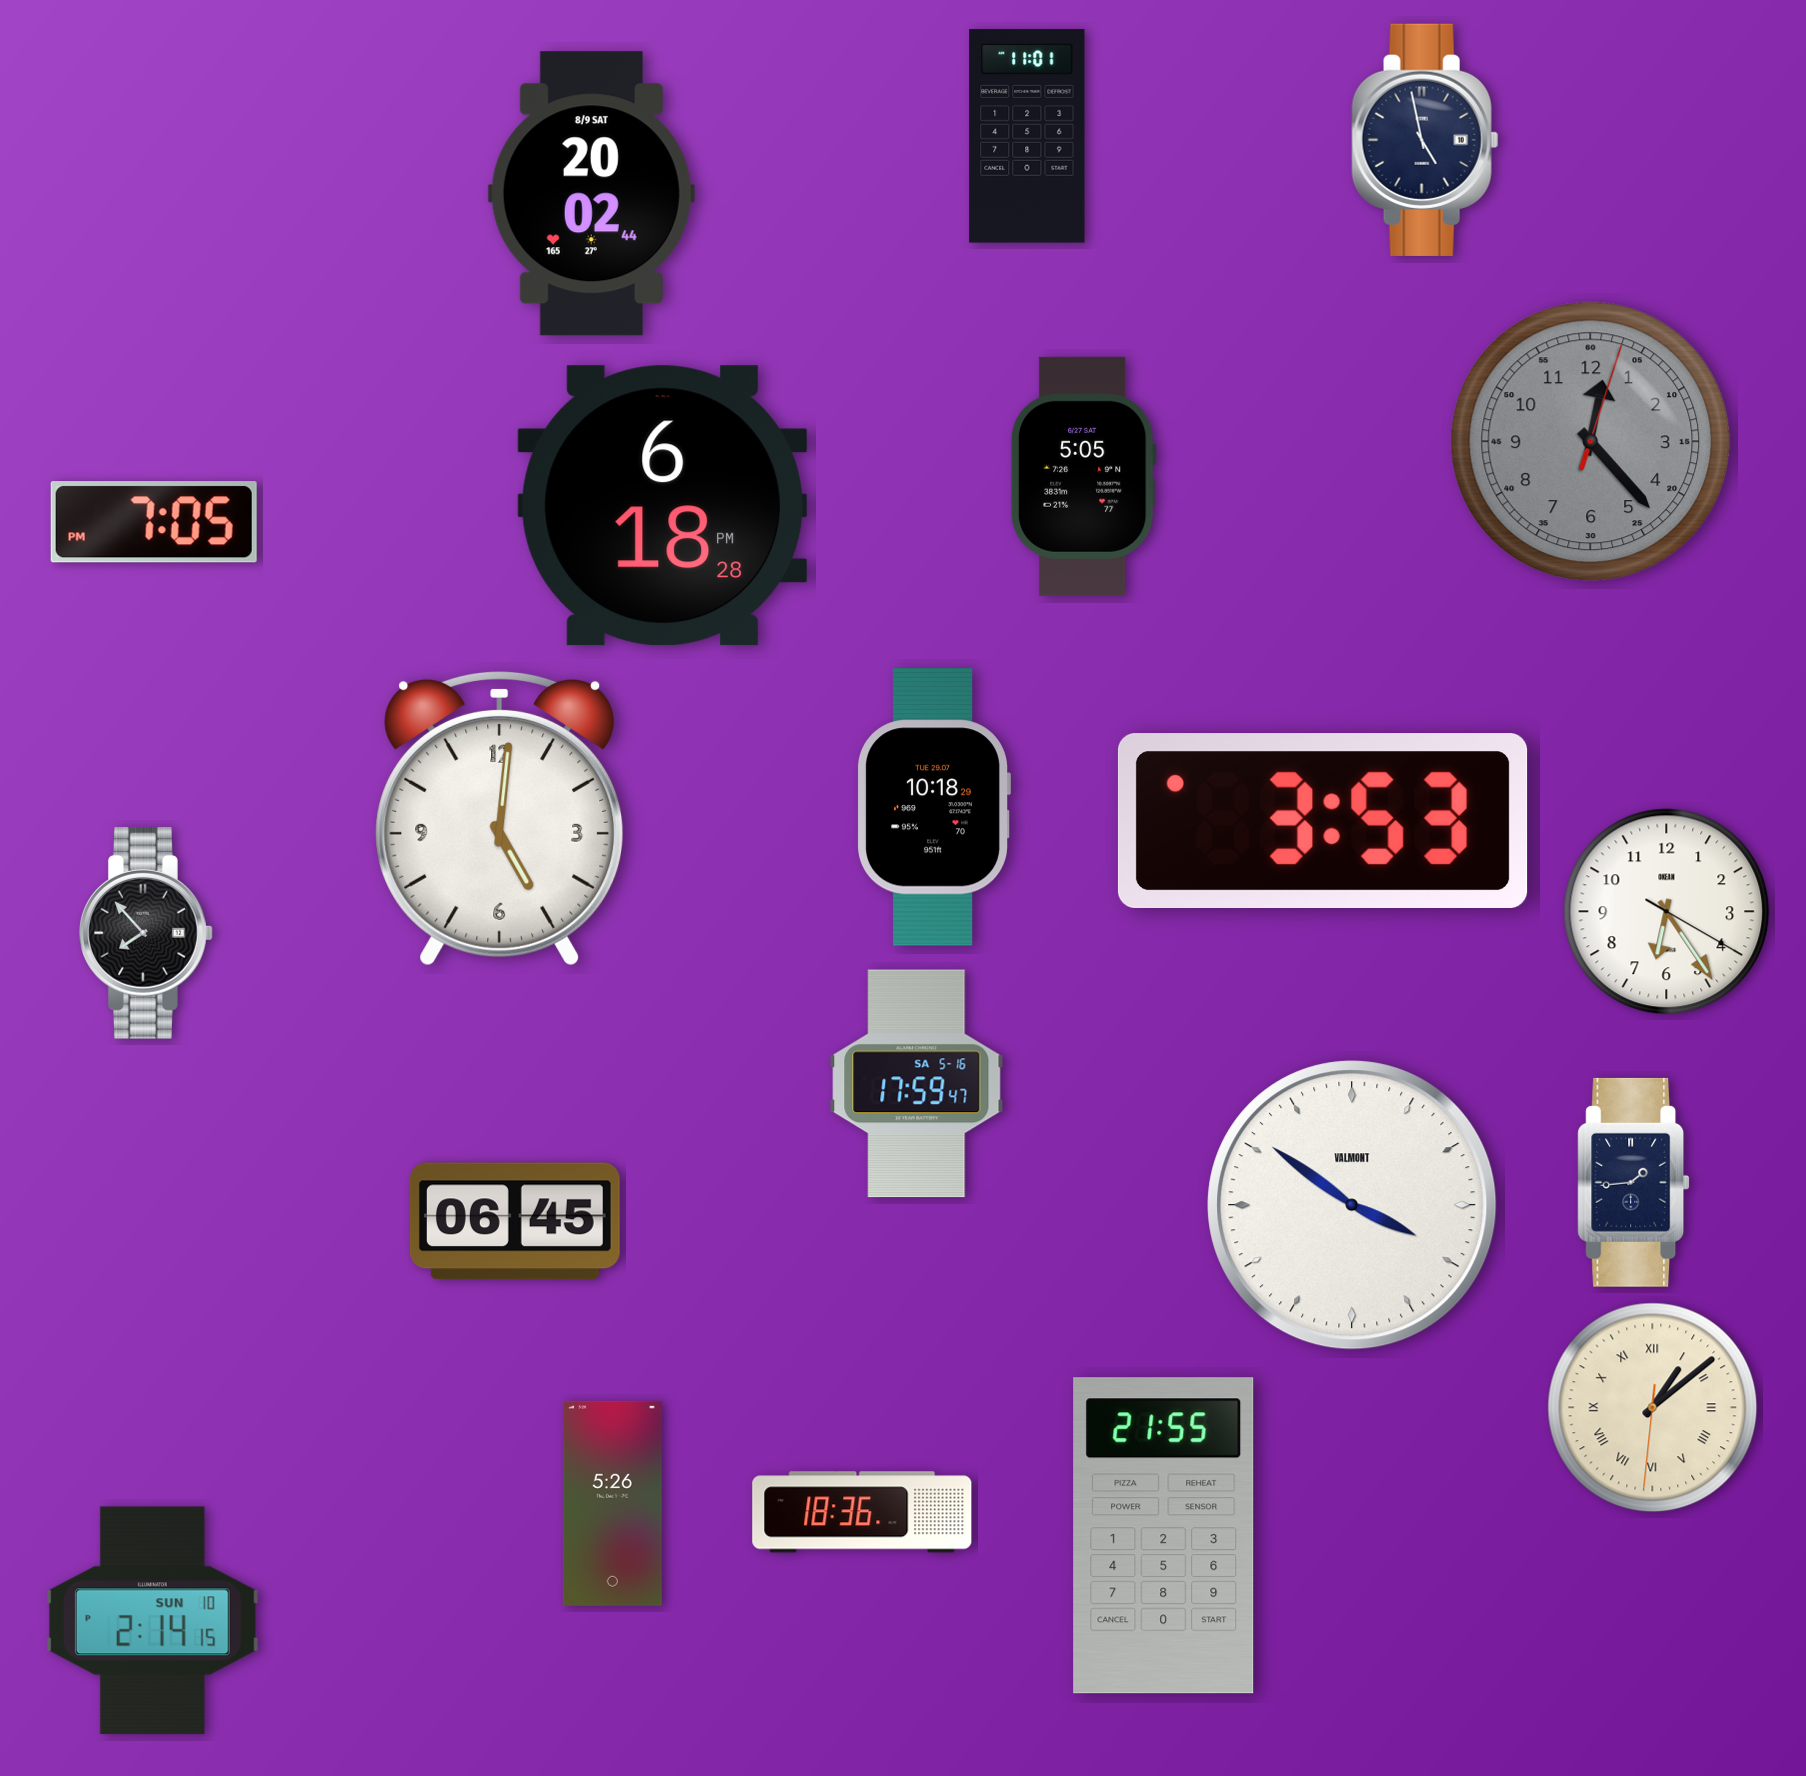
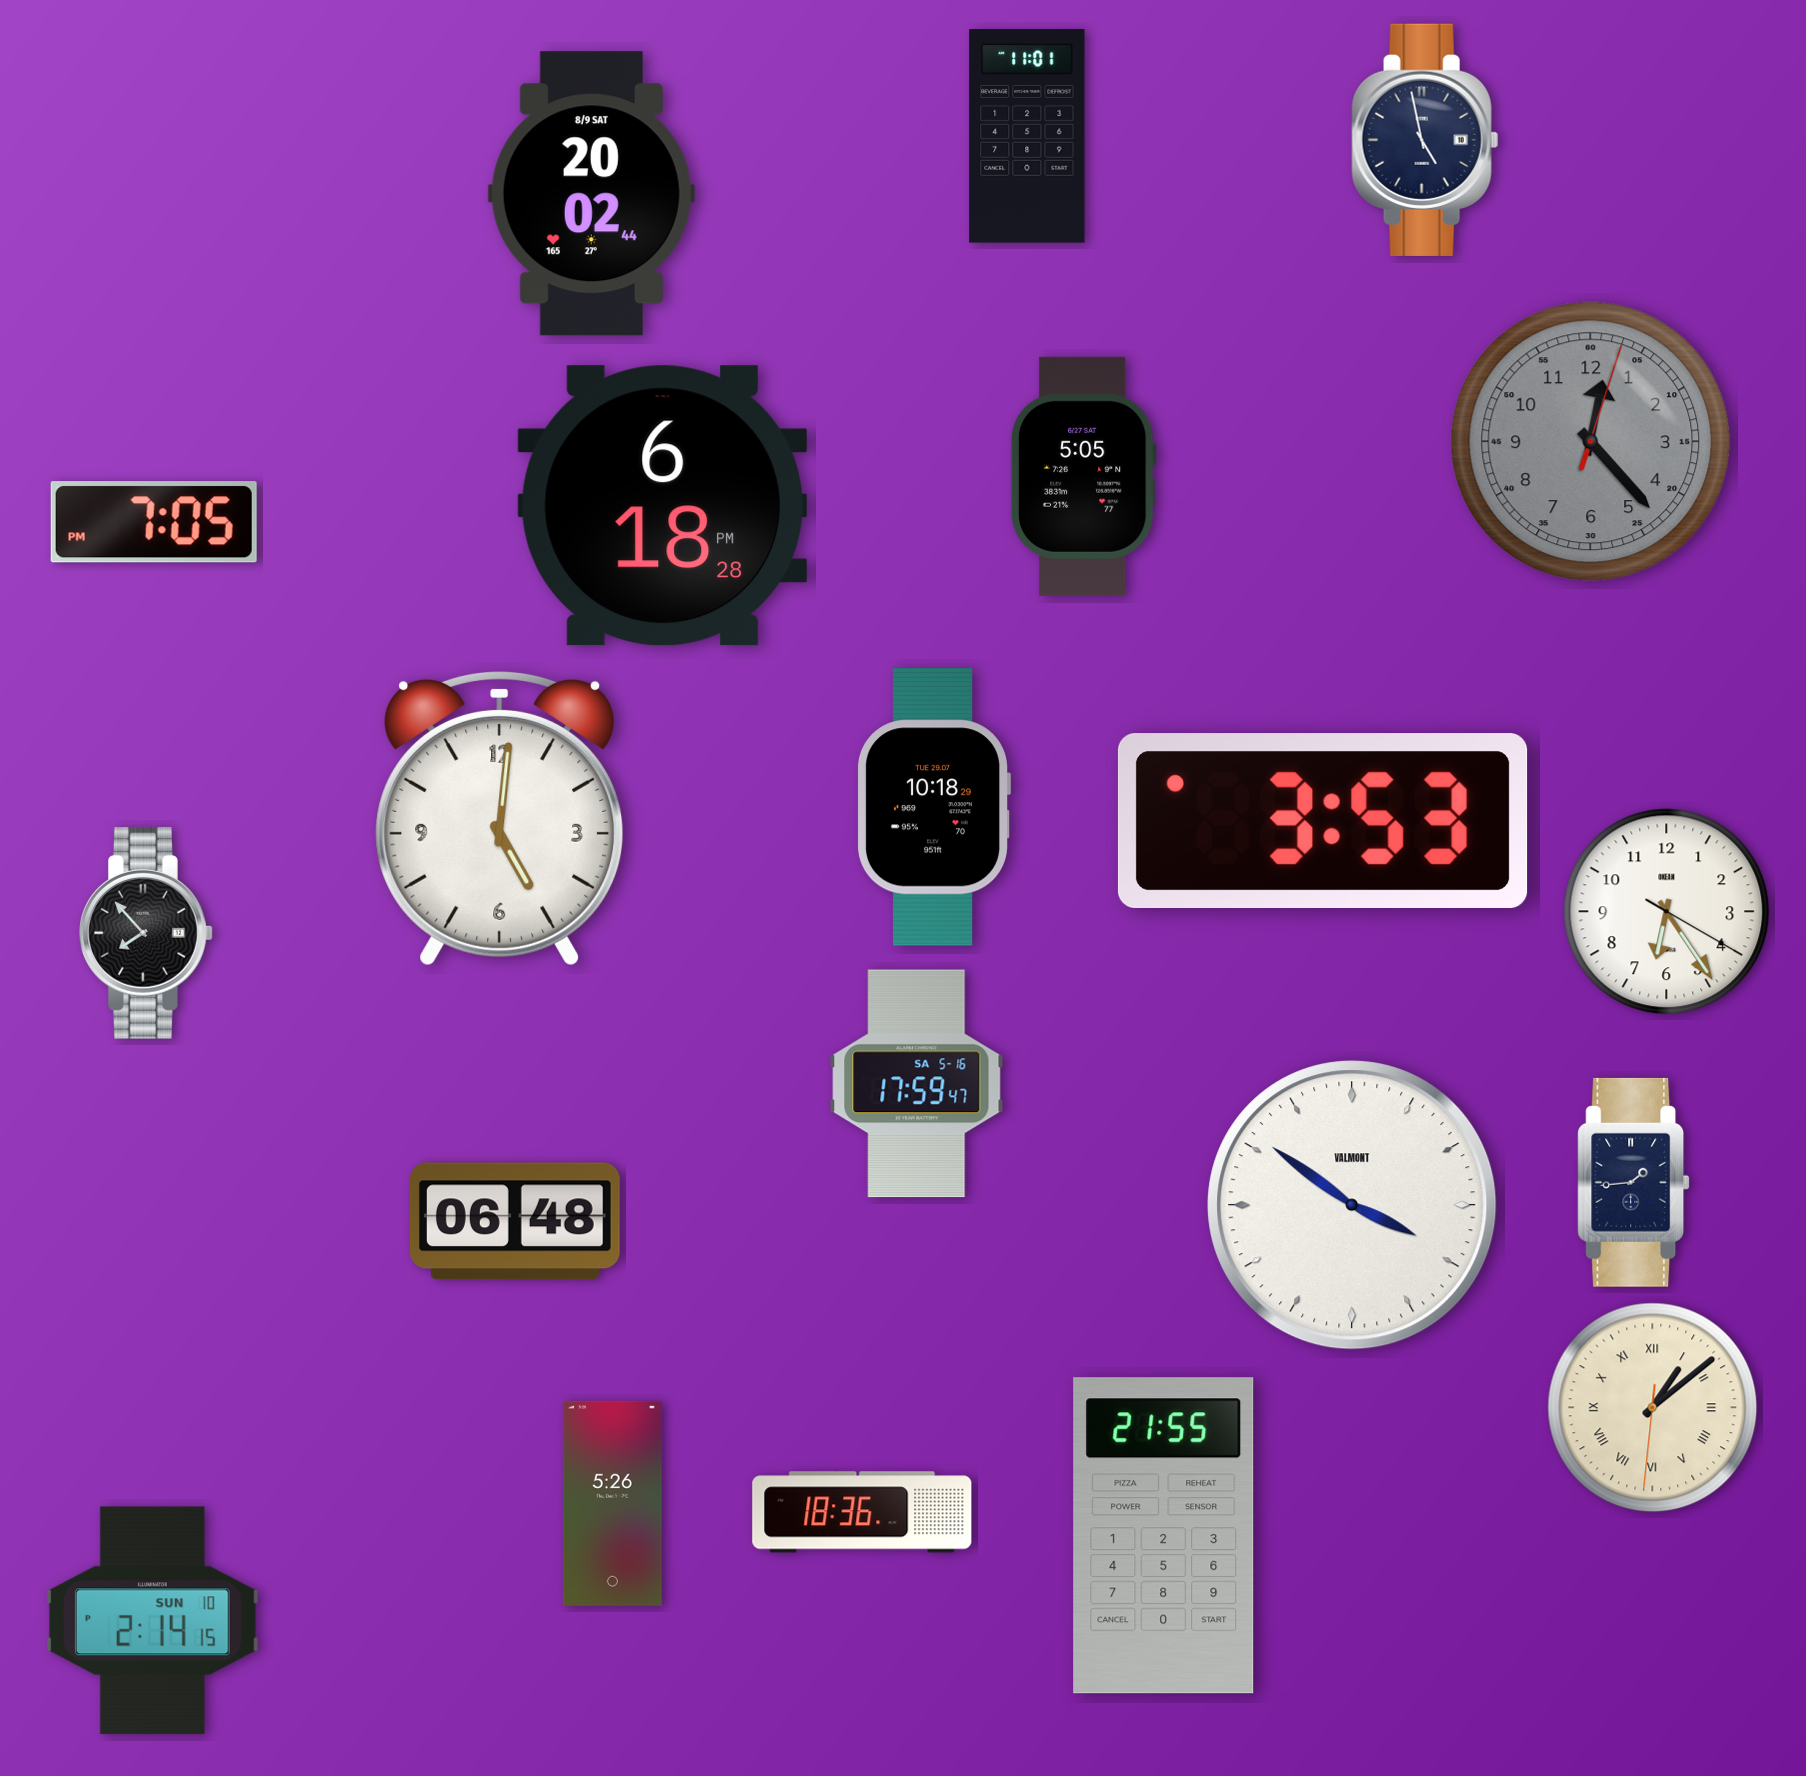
clock at (515, 1221): 06:45 -> 06:48
